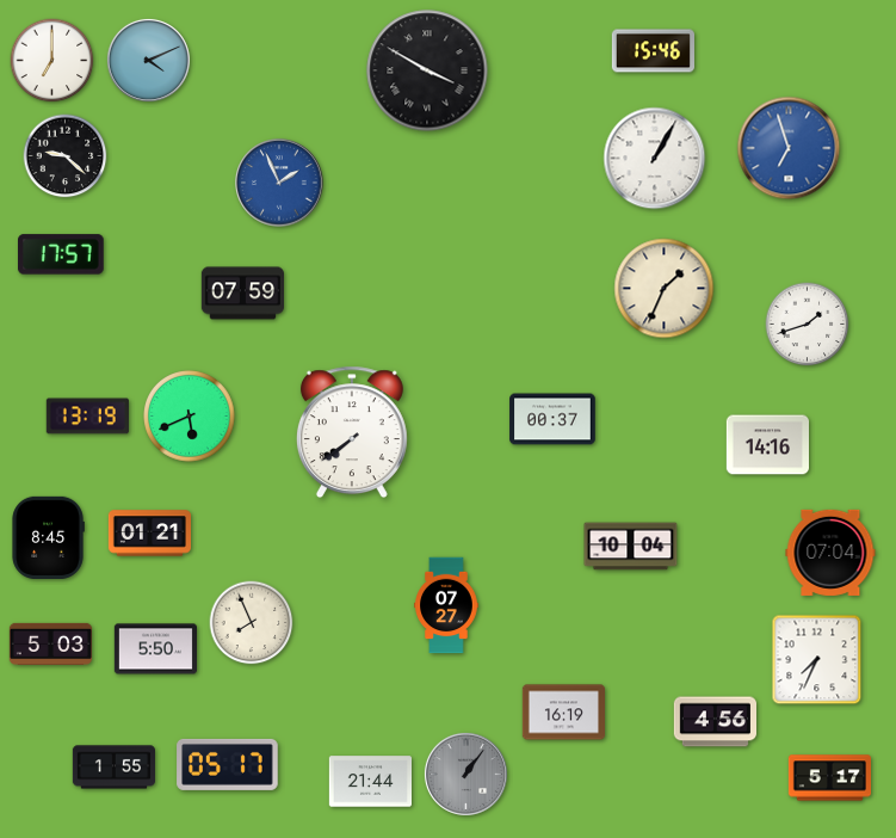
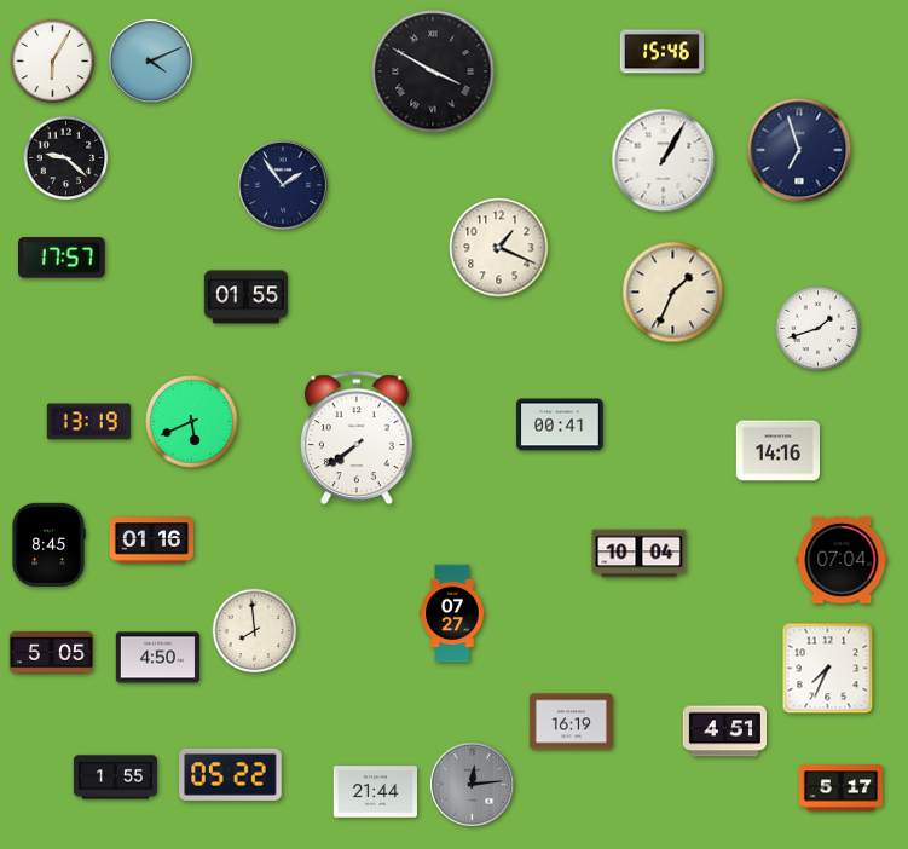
clock at (52, 61): 7:00 -> 6:05
clock at (789, 148) dial: blue -> navy
clock at (279, 183): 1:56 -> 1:54
clock at (279, 183) dial: blue -> navy
clock at (499, 248): none -> 1:19
clock at (242, 294): 07:59 -> 01:55
clock at (552, 419): 00:37 -> 00:41
clock at (149, 534): 01:21 -> 01:16
clock at (252, 623): 7:56 -> 7:59
clock at (50, 643): 5:03 -> 5:05
clock at (155, 649): 5:50 -> 4:50
clock at (715, 722): 4:56 -> 4:51
clock at (228, 764): 05:17 -> 05:22
clock at (465, 774): 1:06 -> 12:14
